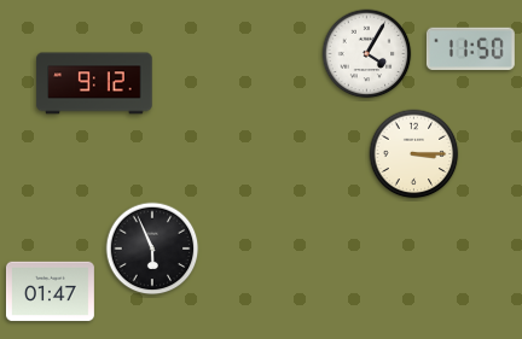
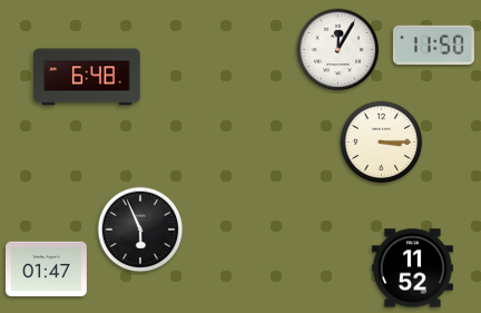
clock at (367, 54): 4:05 -> 12:05
clock at (94, 83): 9:12 -> 6:48
clock at (412, 268): none -> 11:52
